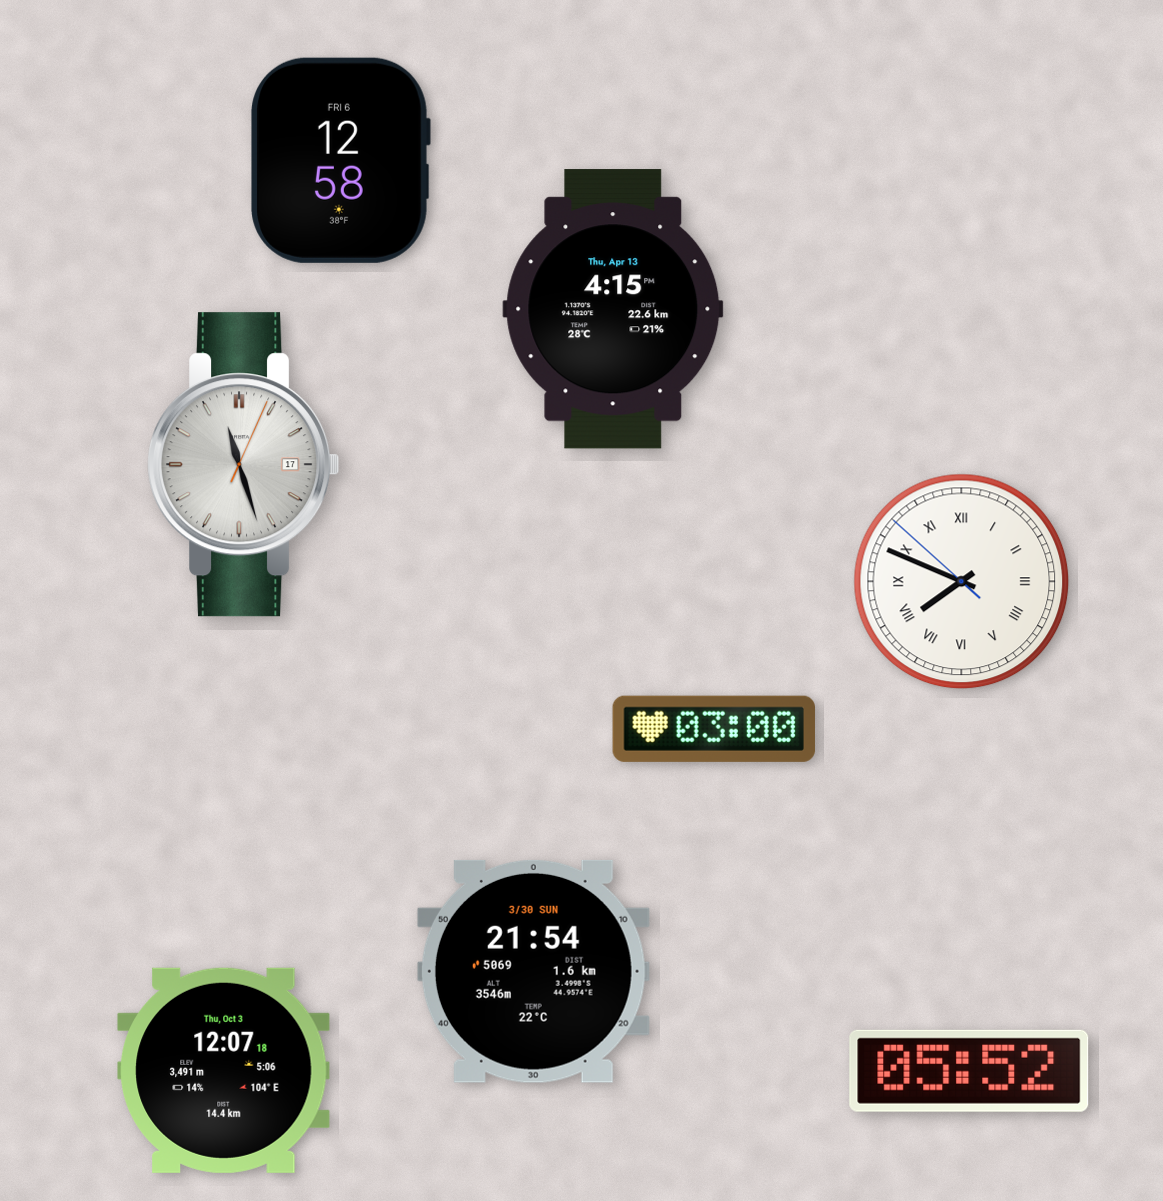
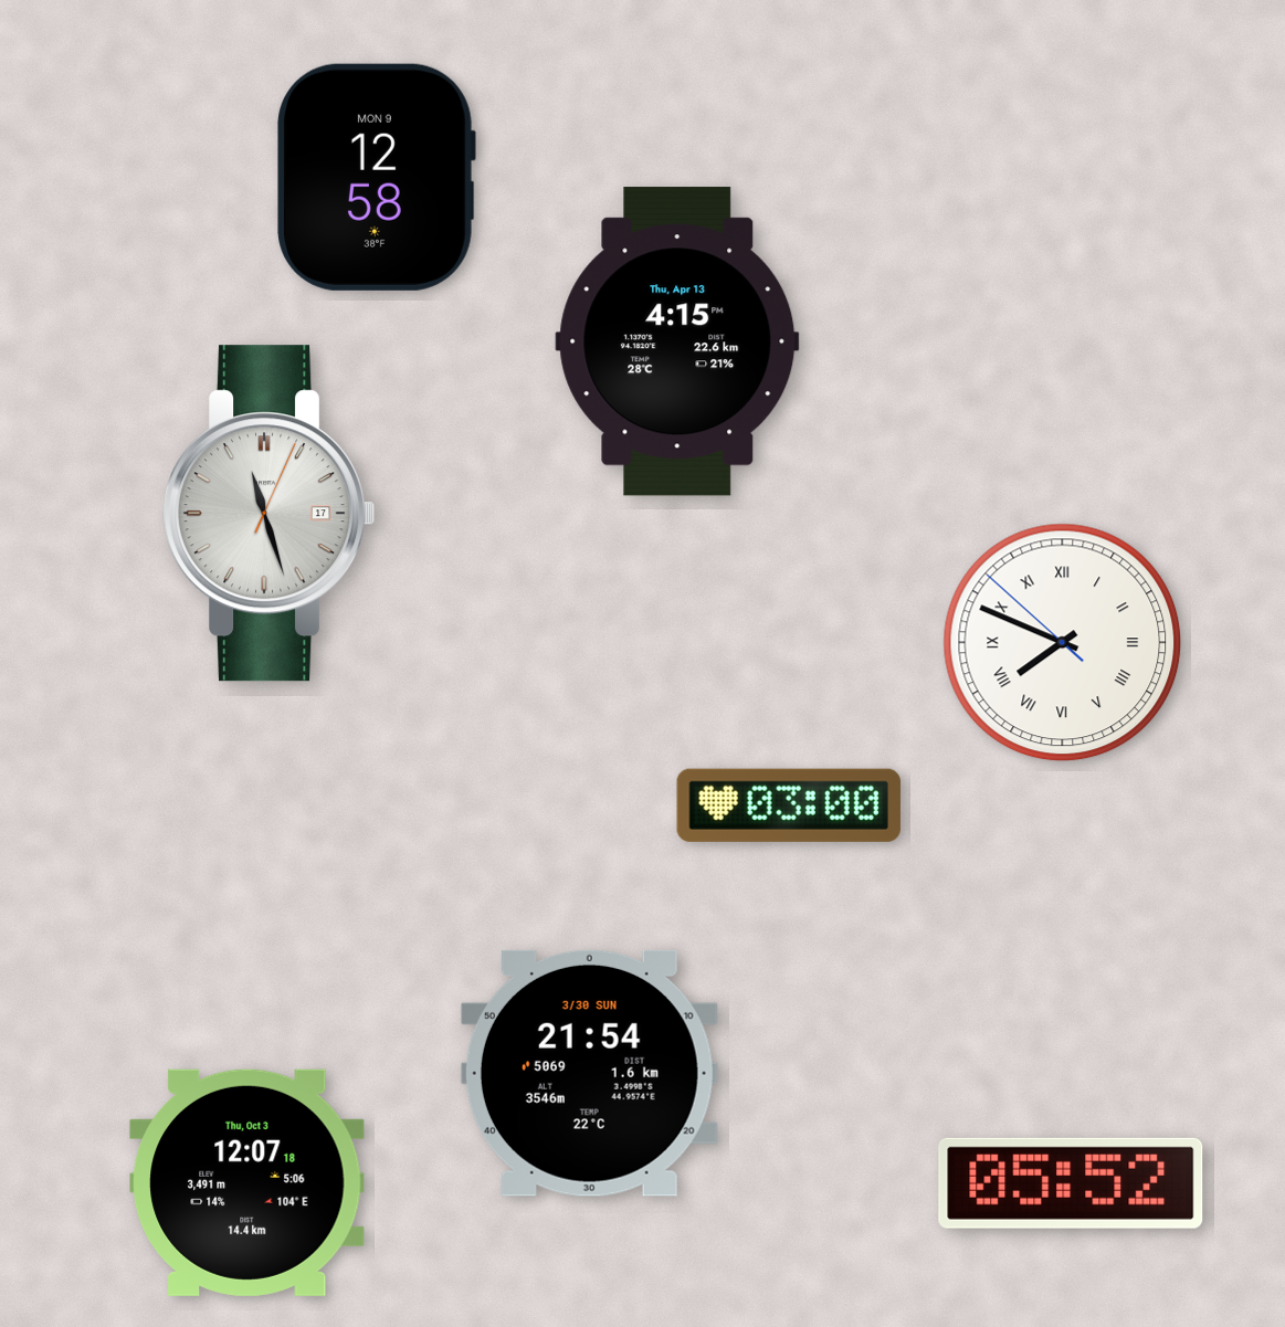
clock at (340, 160) date: FRI 6 -> MON 9
